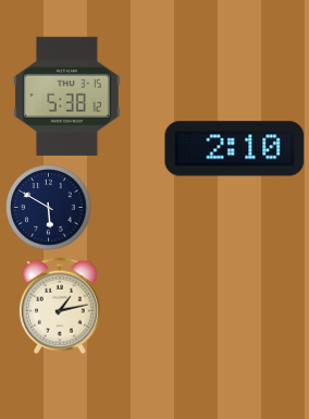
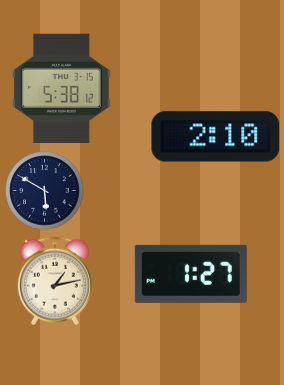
clock at (191, 274): none -> 1:27
